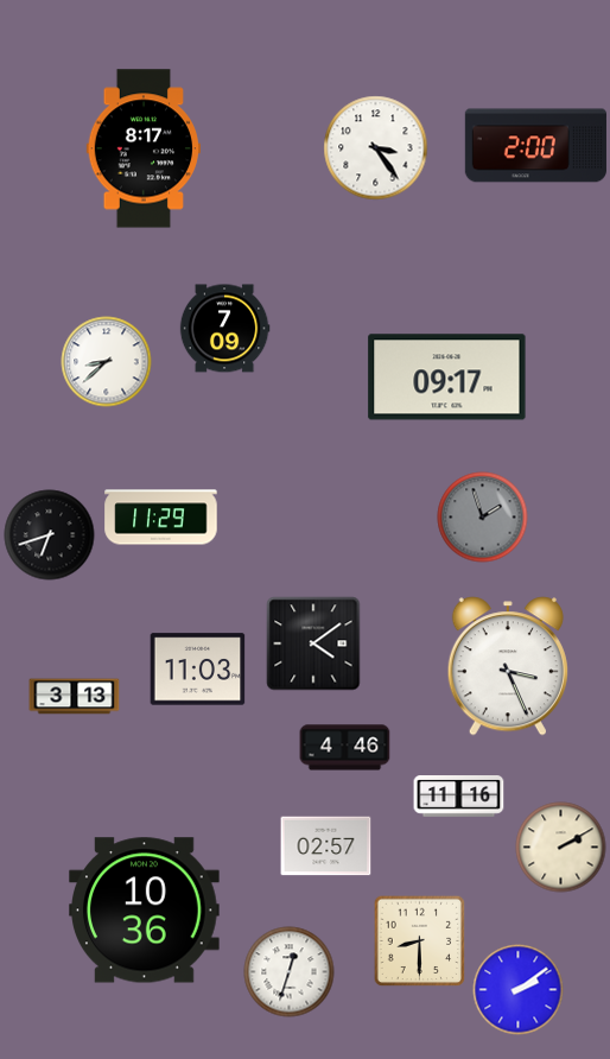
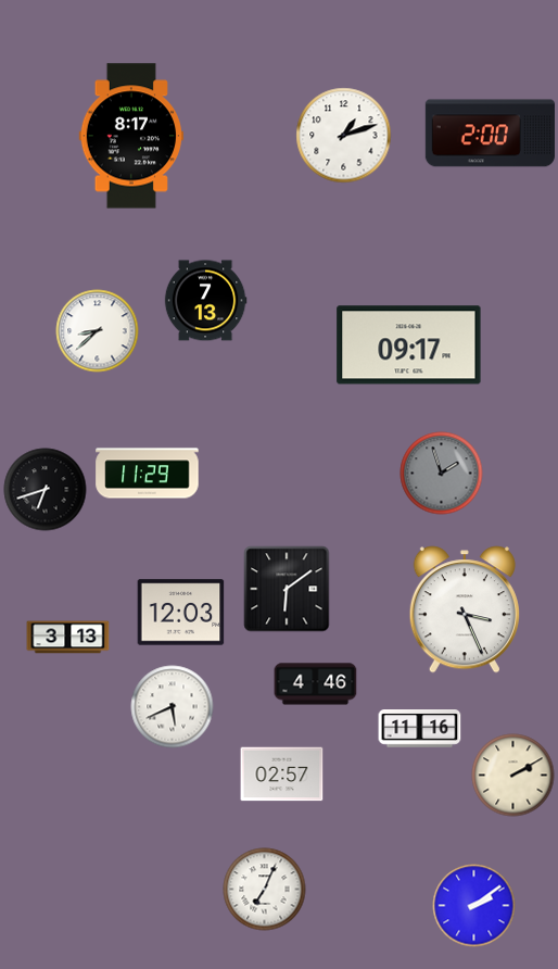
clock at (376, 148): 3:24 -> 1:12
clock at (224, 329): 7:09 -> 7:13
clock at (313, 643): 4:09 -> 6:09
clock at (198, 670): 11:03 -> 12:03
clock at (173, 707): none -> 5:41
clock at (326, 846) position: (326, 846) -> (282, 775)
clock at (145, 911): 10:36 -> none
clock at (419, 940): 8:30 -> none
clock at (290, 972): 12:33 -> 7:04
